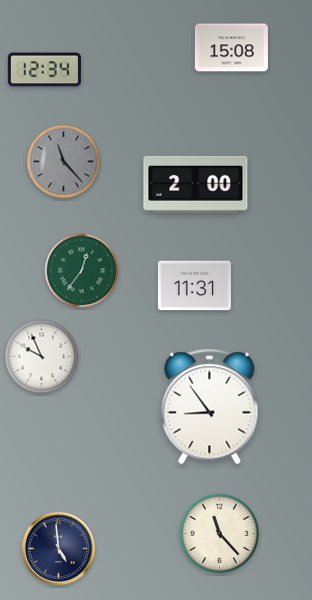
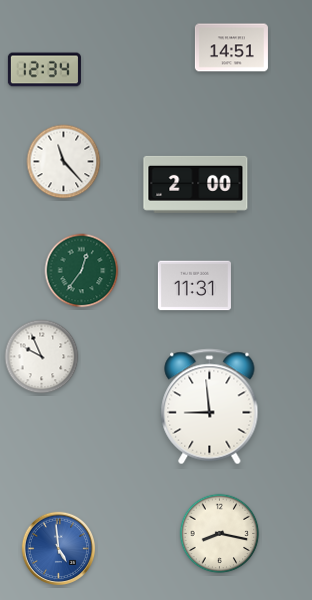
clock at (231, 48): 15:08 -> 14:51
clock at (64, 162) dial: grey -> white
clock at (210, 407): 8:54 -> 8:59
clock at (220, 534): 11:23 -> 8:17
clock at (59, 549) dial: navy -> blue
